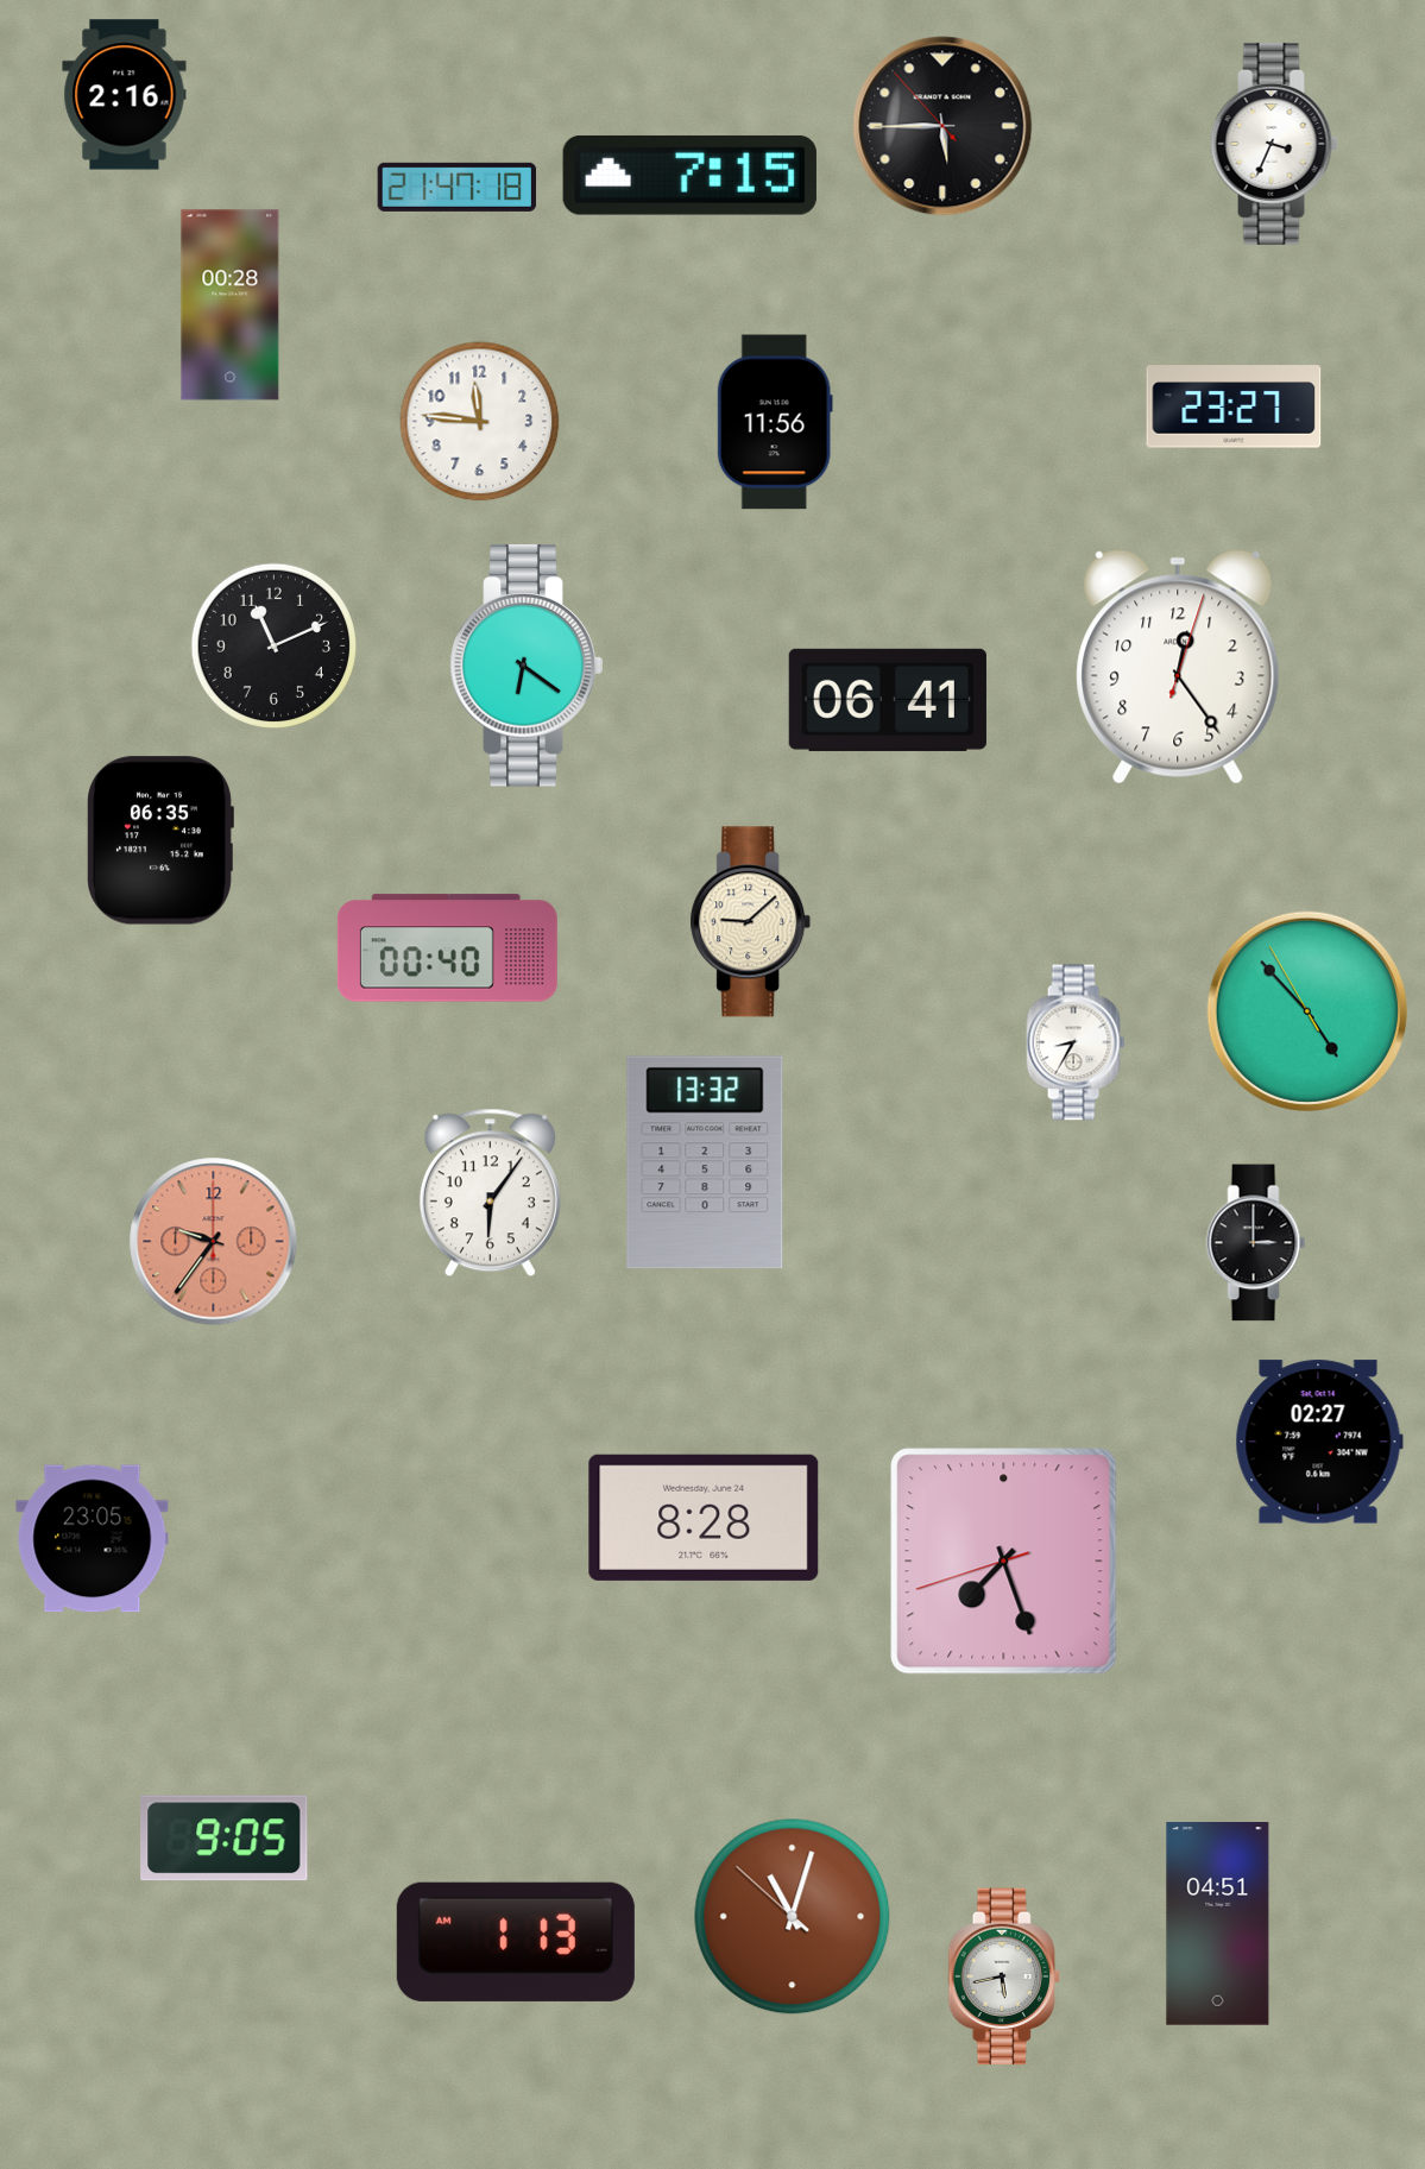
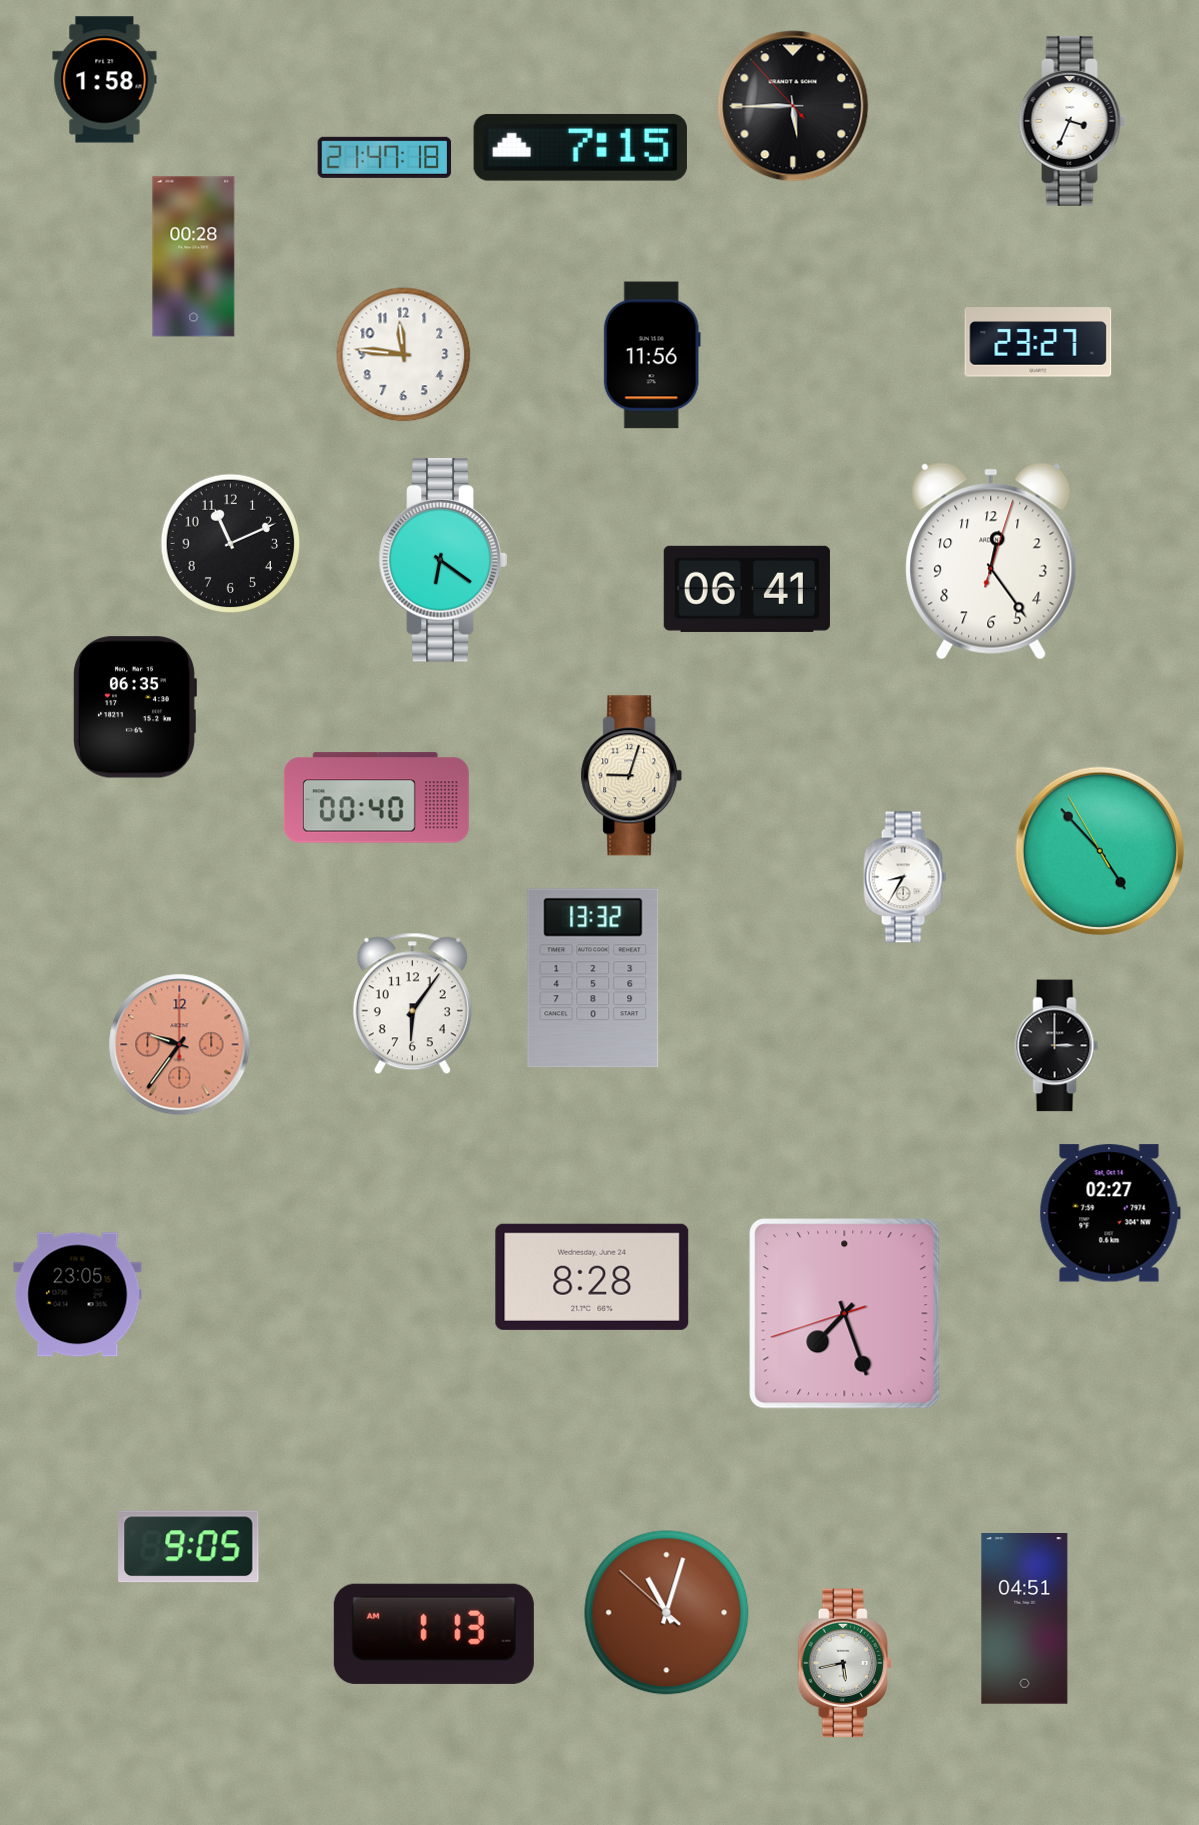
clock at (125, 95): 2:16 -> 1:58
clock at (751, 922): 9:08 -> 9:03
